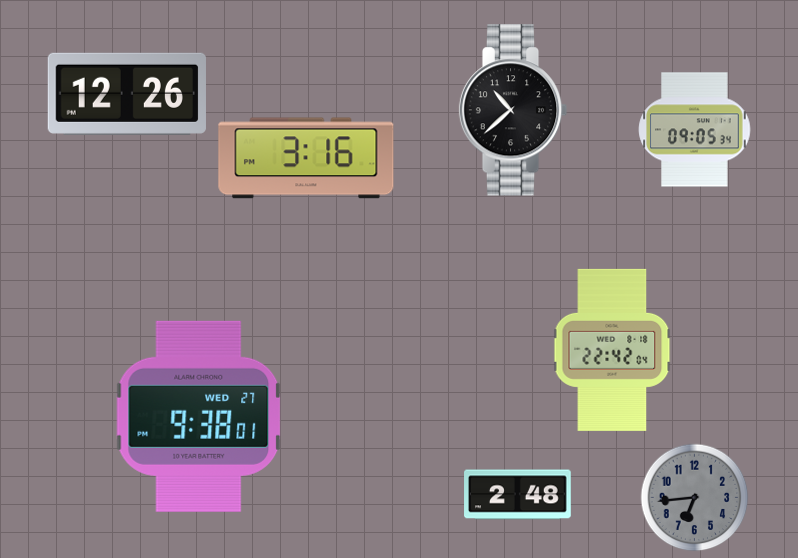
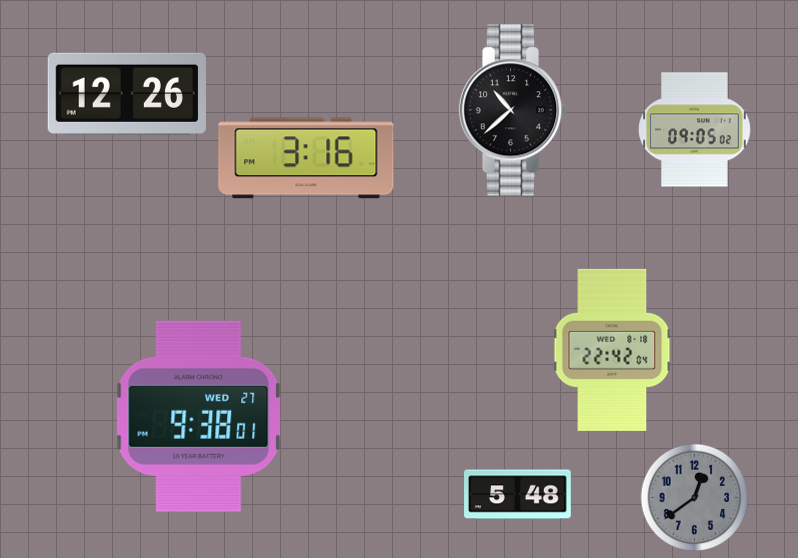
clock at (695, 130): 09:05:34 -> 09:05:02
clock at (518, 495): 2:48 -> 5:48
clock at (695, 498): 6:44 -> 12:39
